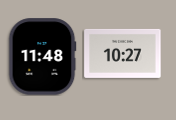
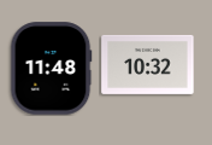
clock at (123, 53): 10:27 -> 10:32
